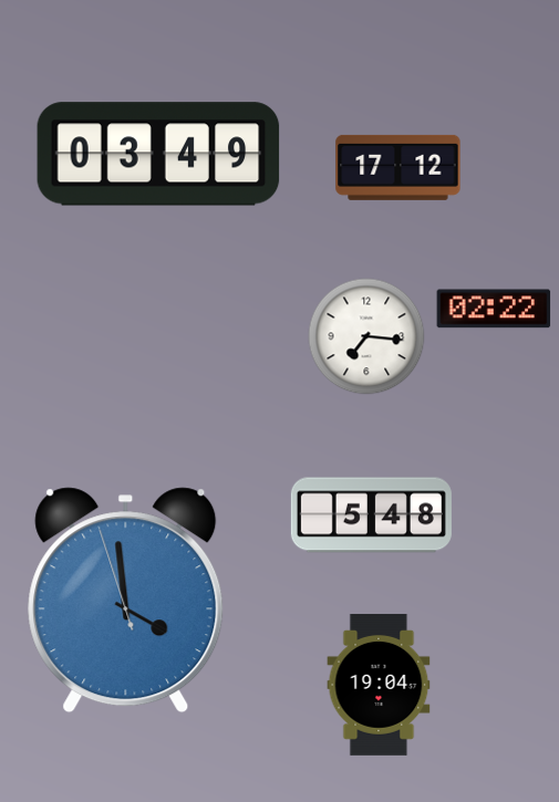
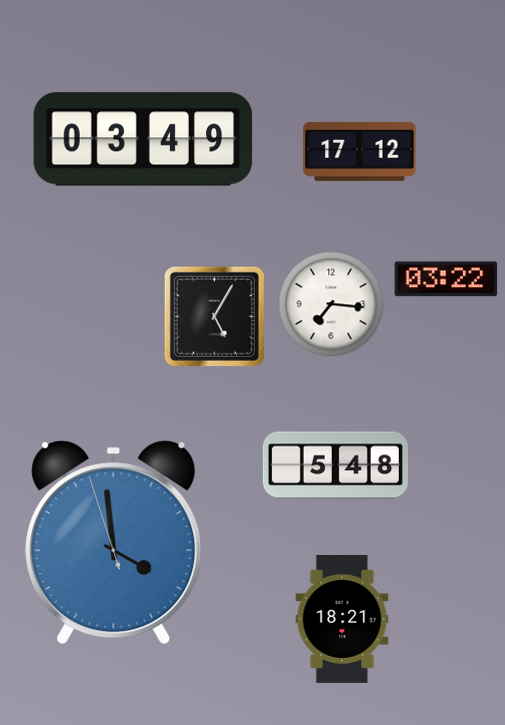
clock at (494, 309): 02:22 -> 03:22
clock at (214, 316): none -> 5:05
clock at (379, 685): 19:04 -> 18:21
